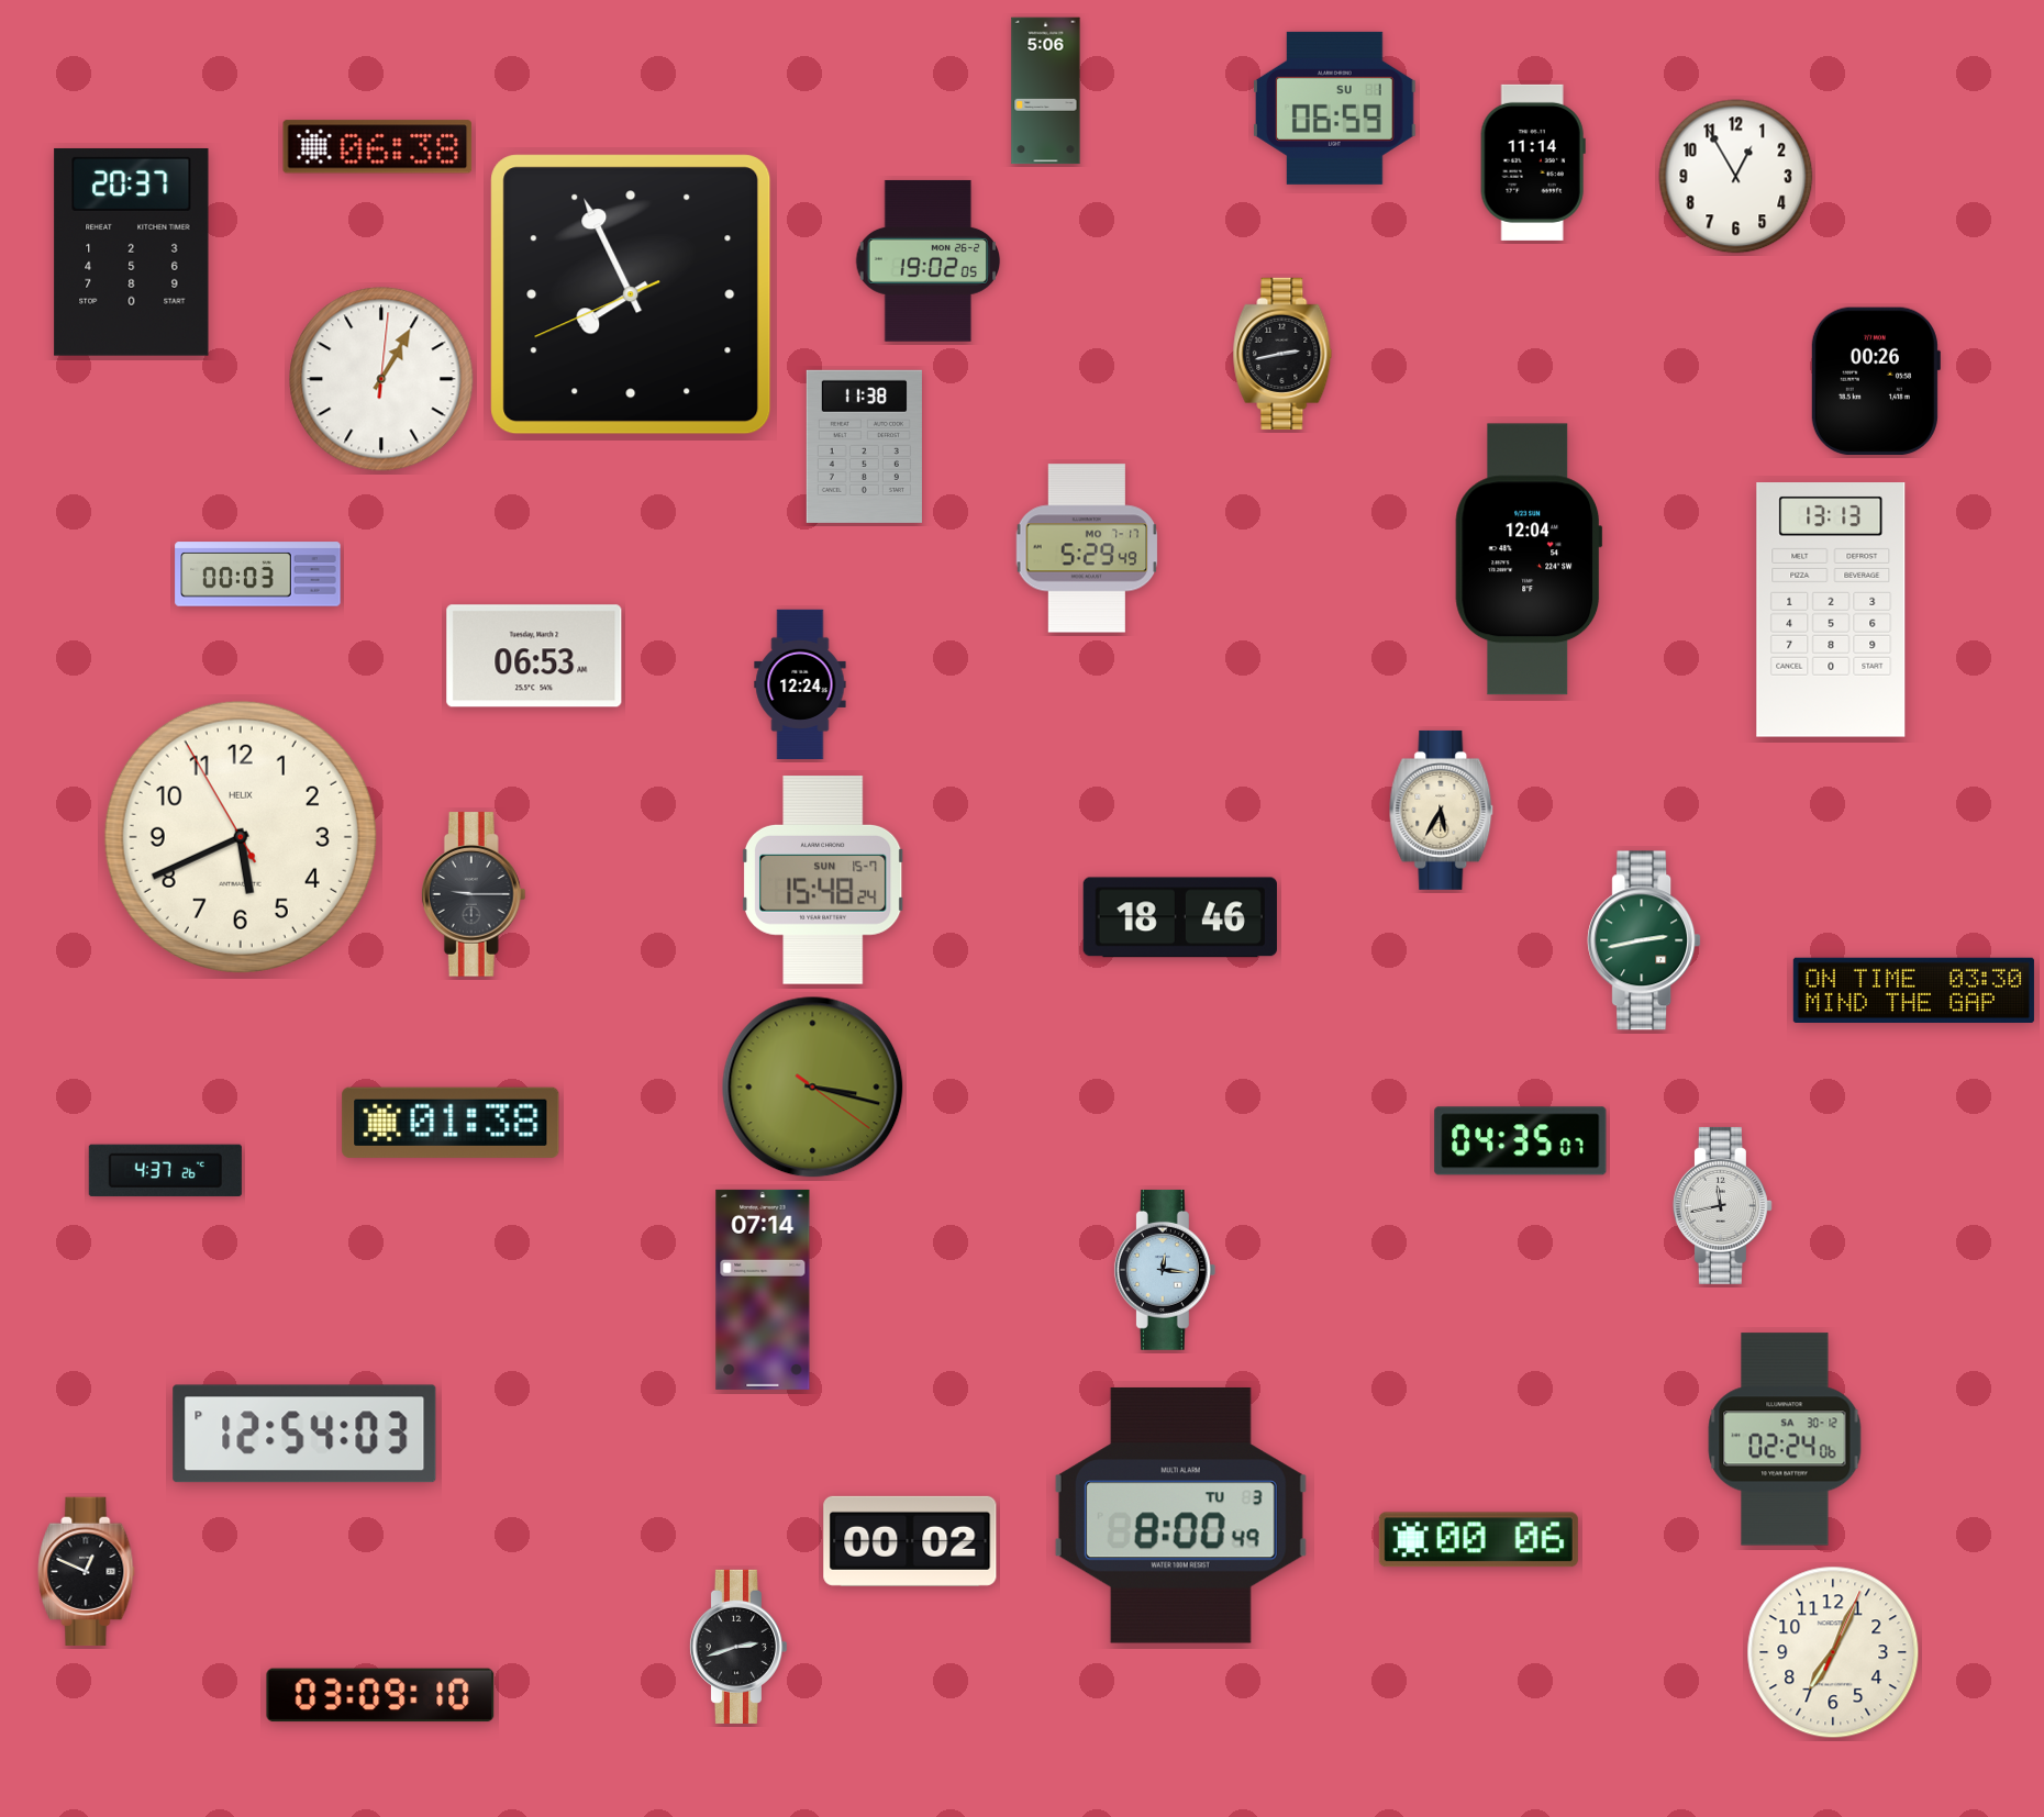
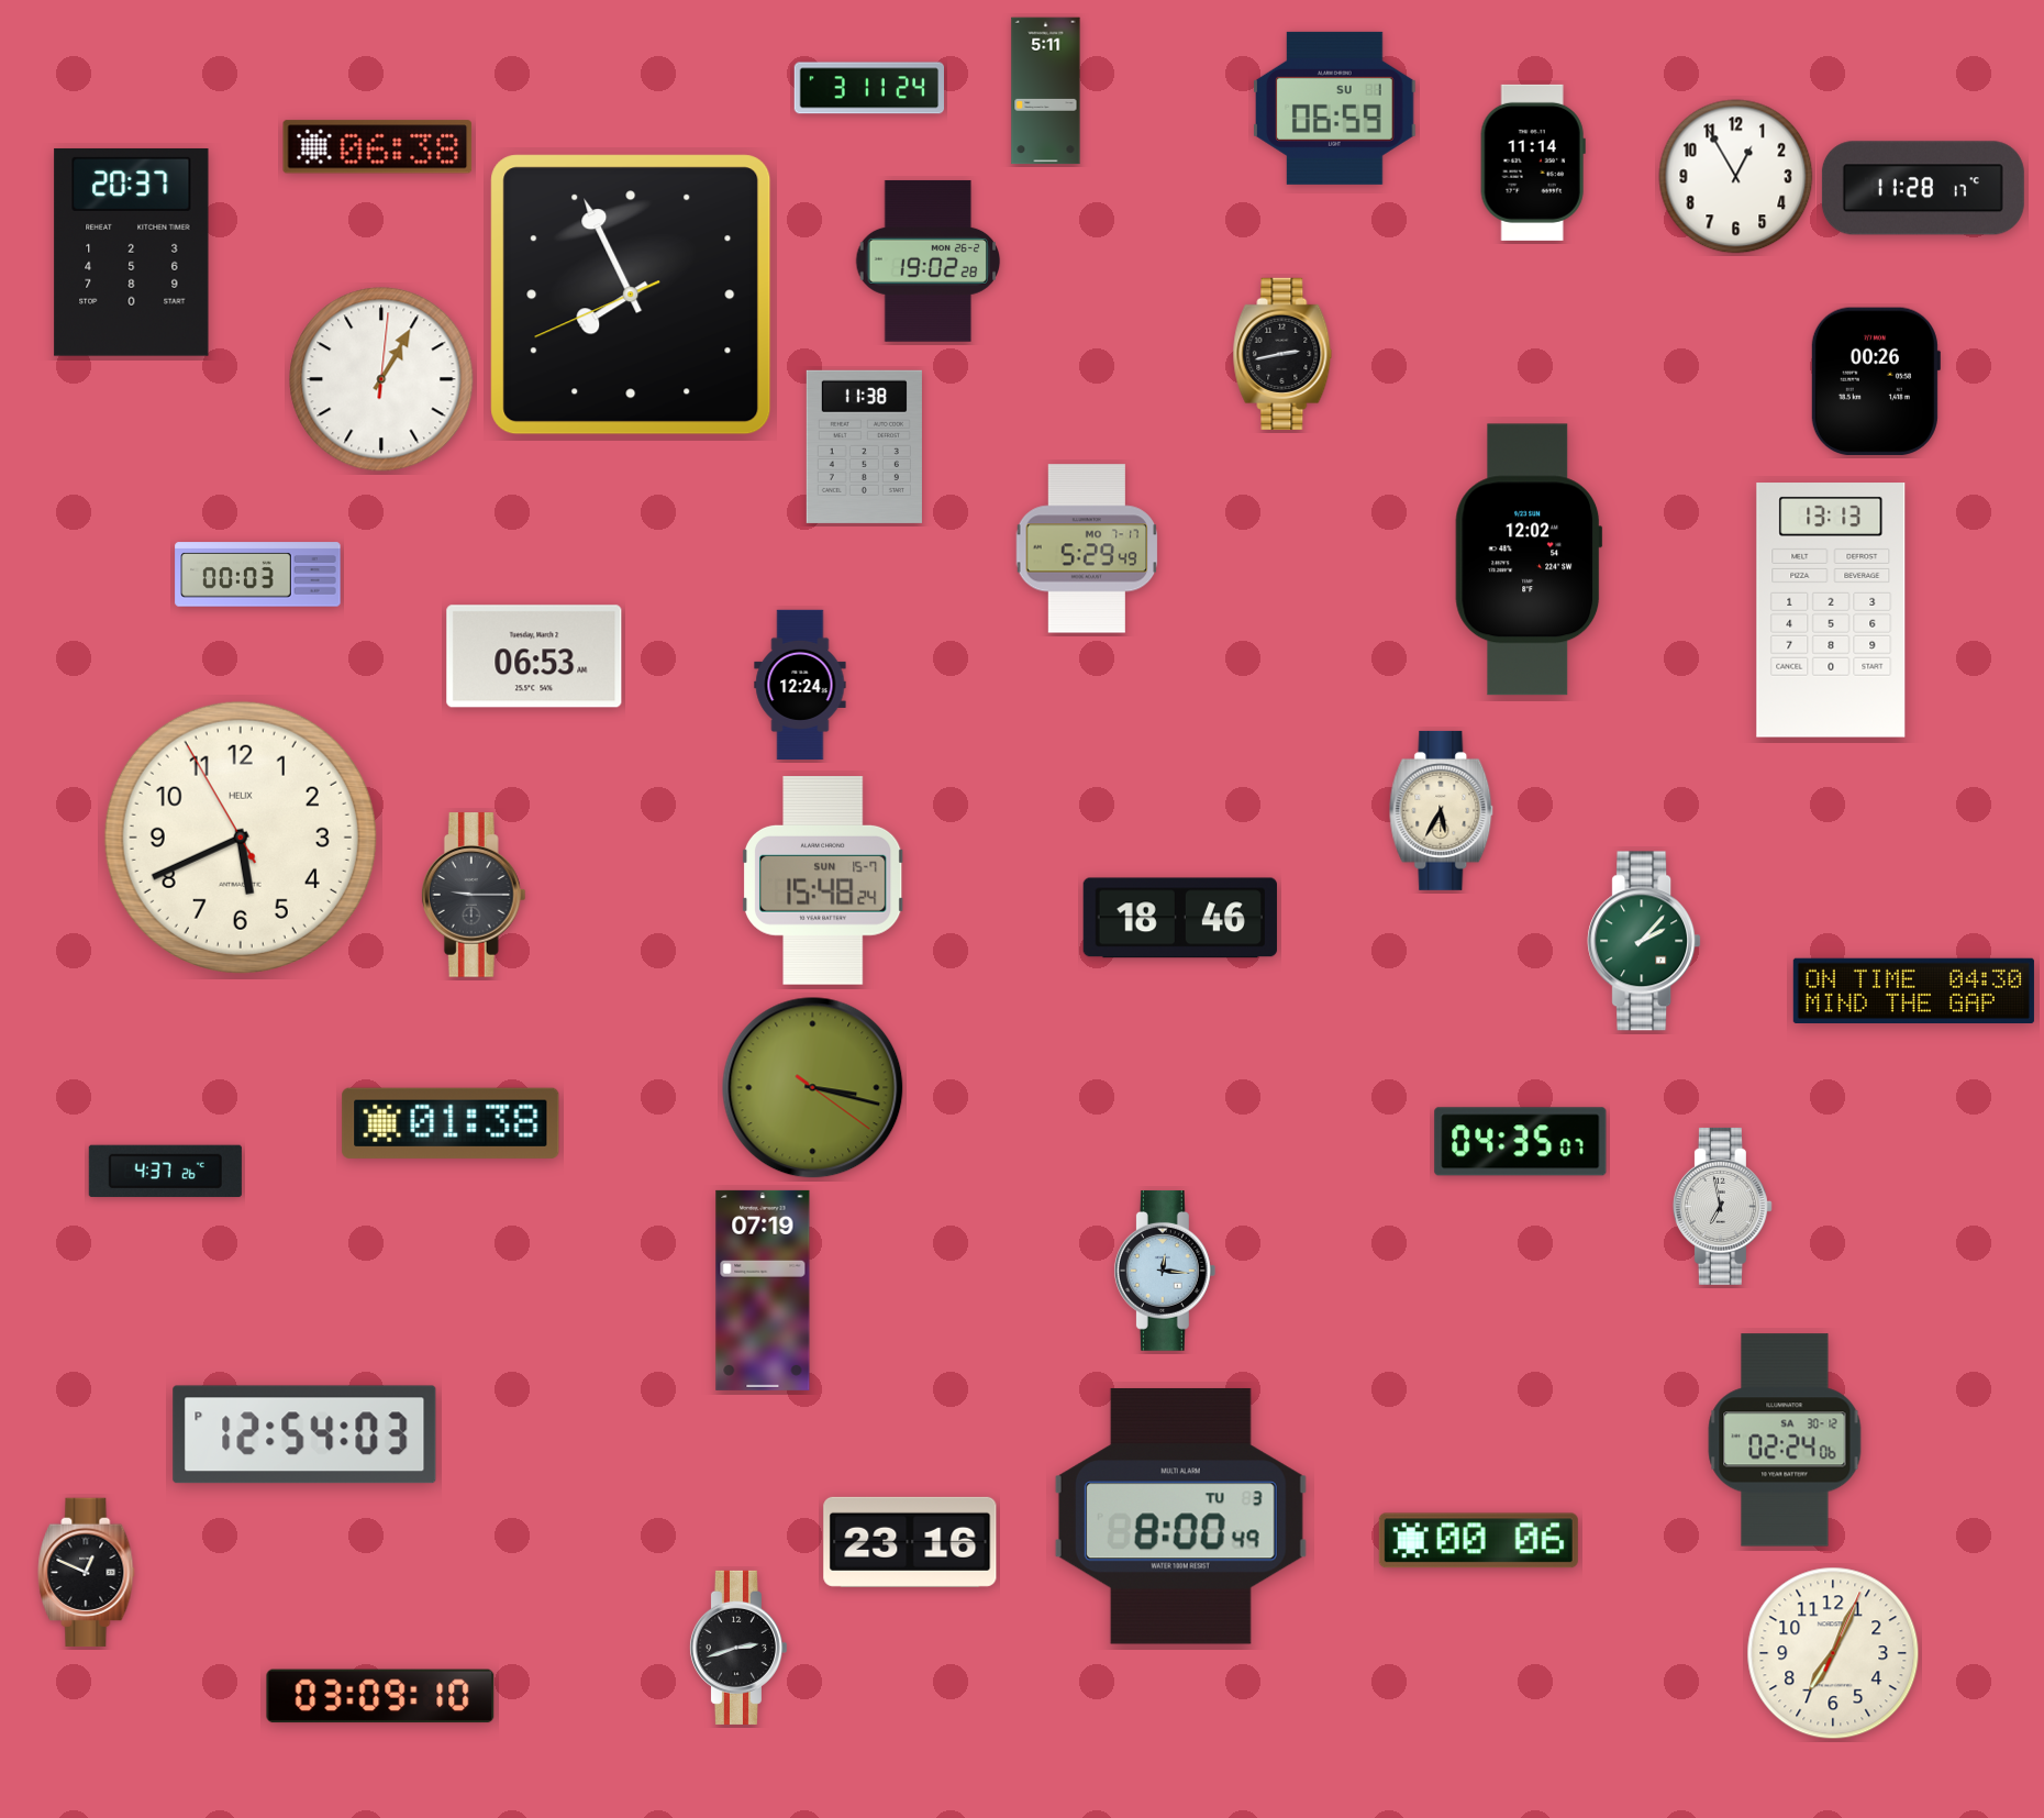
clock at (868, 88): none -> 3:11
clock at (1046, 91): 5:06 -> 5:11
clock at (1923, 188): none -> 11:28
clock at (929, 260): 19:02:05 -> 19:02:28
clock at (1529, 559): 12:04 -> 12:02
clock at (1644, 940): 2:43 -> 2:07
clock at (1913, 990): 03:30 -> 04:30
clock at (1722, 1205): 11:43 -> 6:58
clock at (763, 1290): 07:14 -> 07:19
clock at (910, 1541): 00:02 -> 23:16
